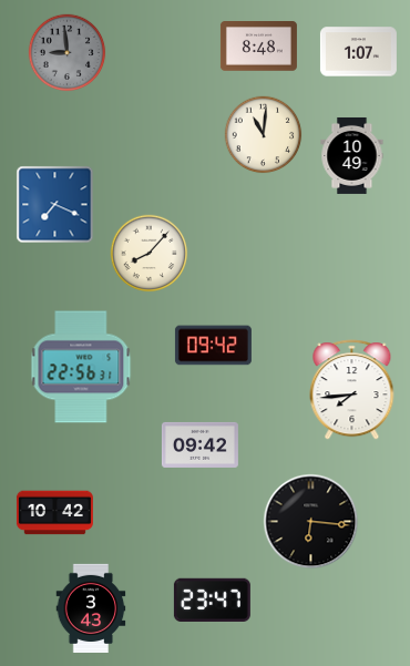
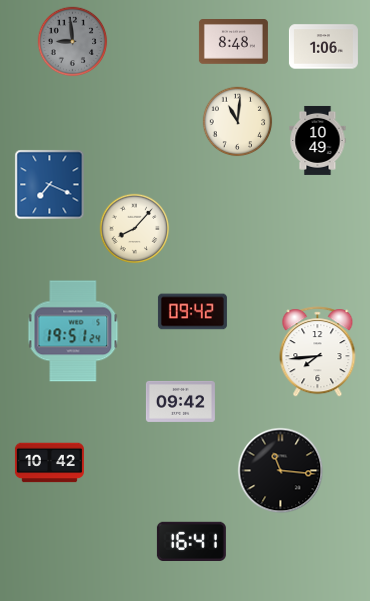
clock at (358, 52): 1:07 -> 1:06
clock at (68, 53) position: (68, 53) -> (73, 42)
clock at (81, 367): 22:56 -> 19:51
clock at (311, 522): 6:16 -> 11:16
clock at (212, 600): 23:47 -> 16:41
clock at (91, 607): 3:43 -> none
